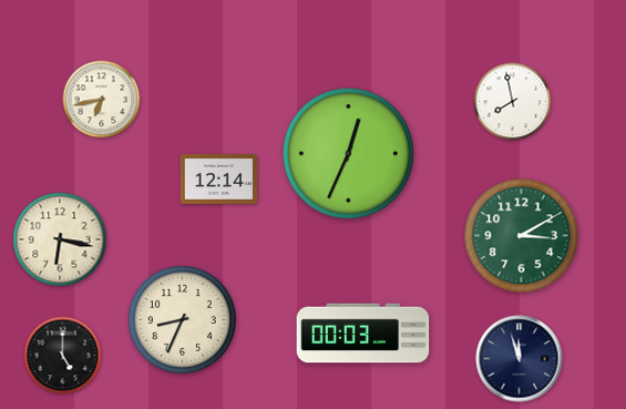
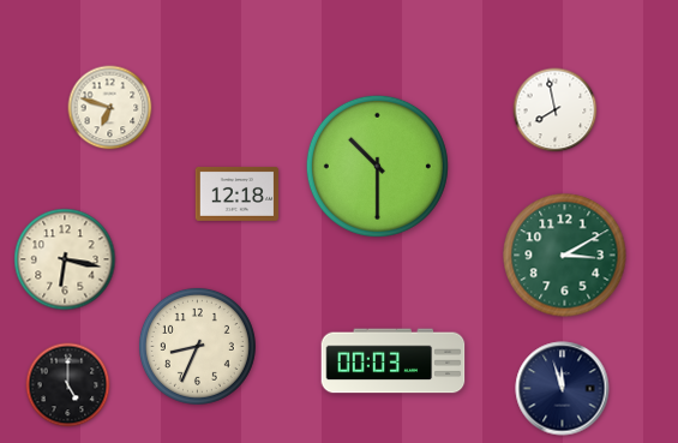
clock at (102, 100): 6:43 -> 6:48
clock at (348, 153): 12:34 -> 10:30
clock at (219, 178): 12:14 -> 12:18
